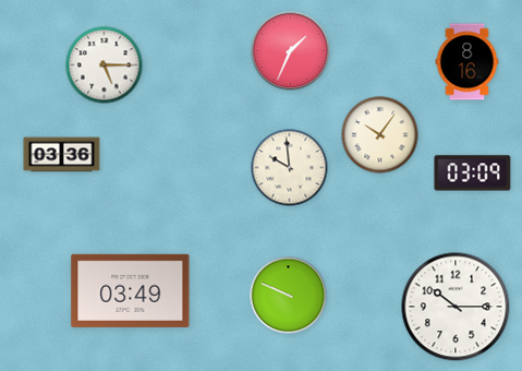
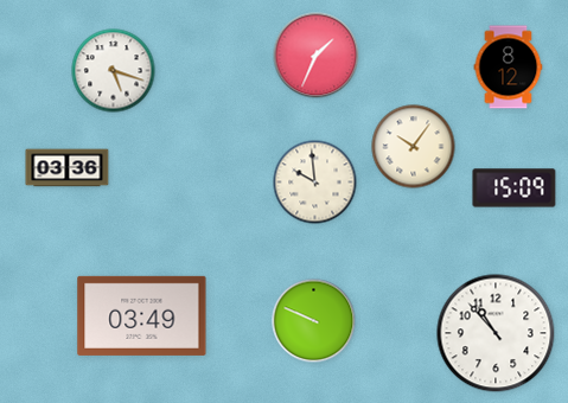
clock at (468, 62): 8:16 -> 8:12
clock at (105, 65): 5:15 -> 5:18
clock at (473, 173): 03:09 -> 15:09
clock at (456, 307): 10:15 -> 10:53
